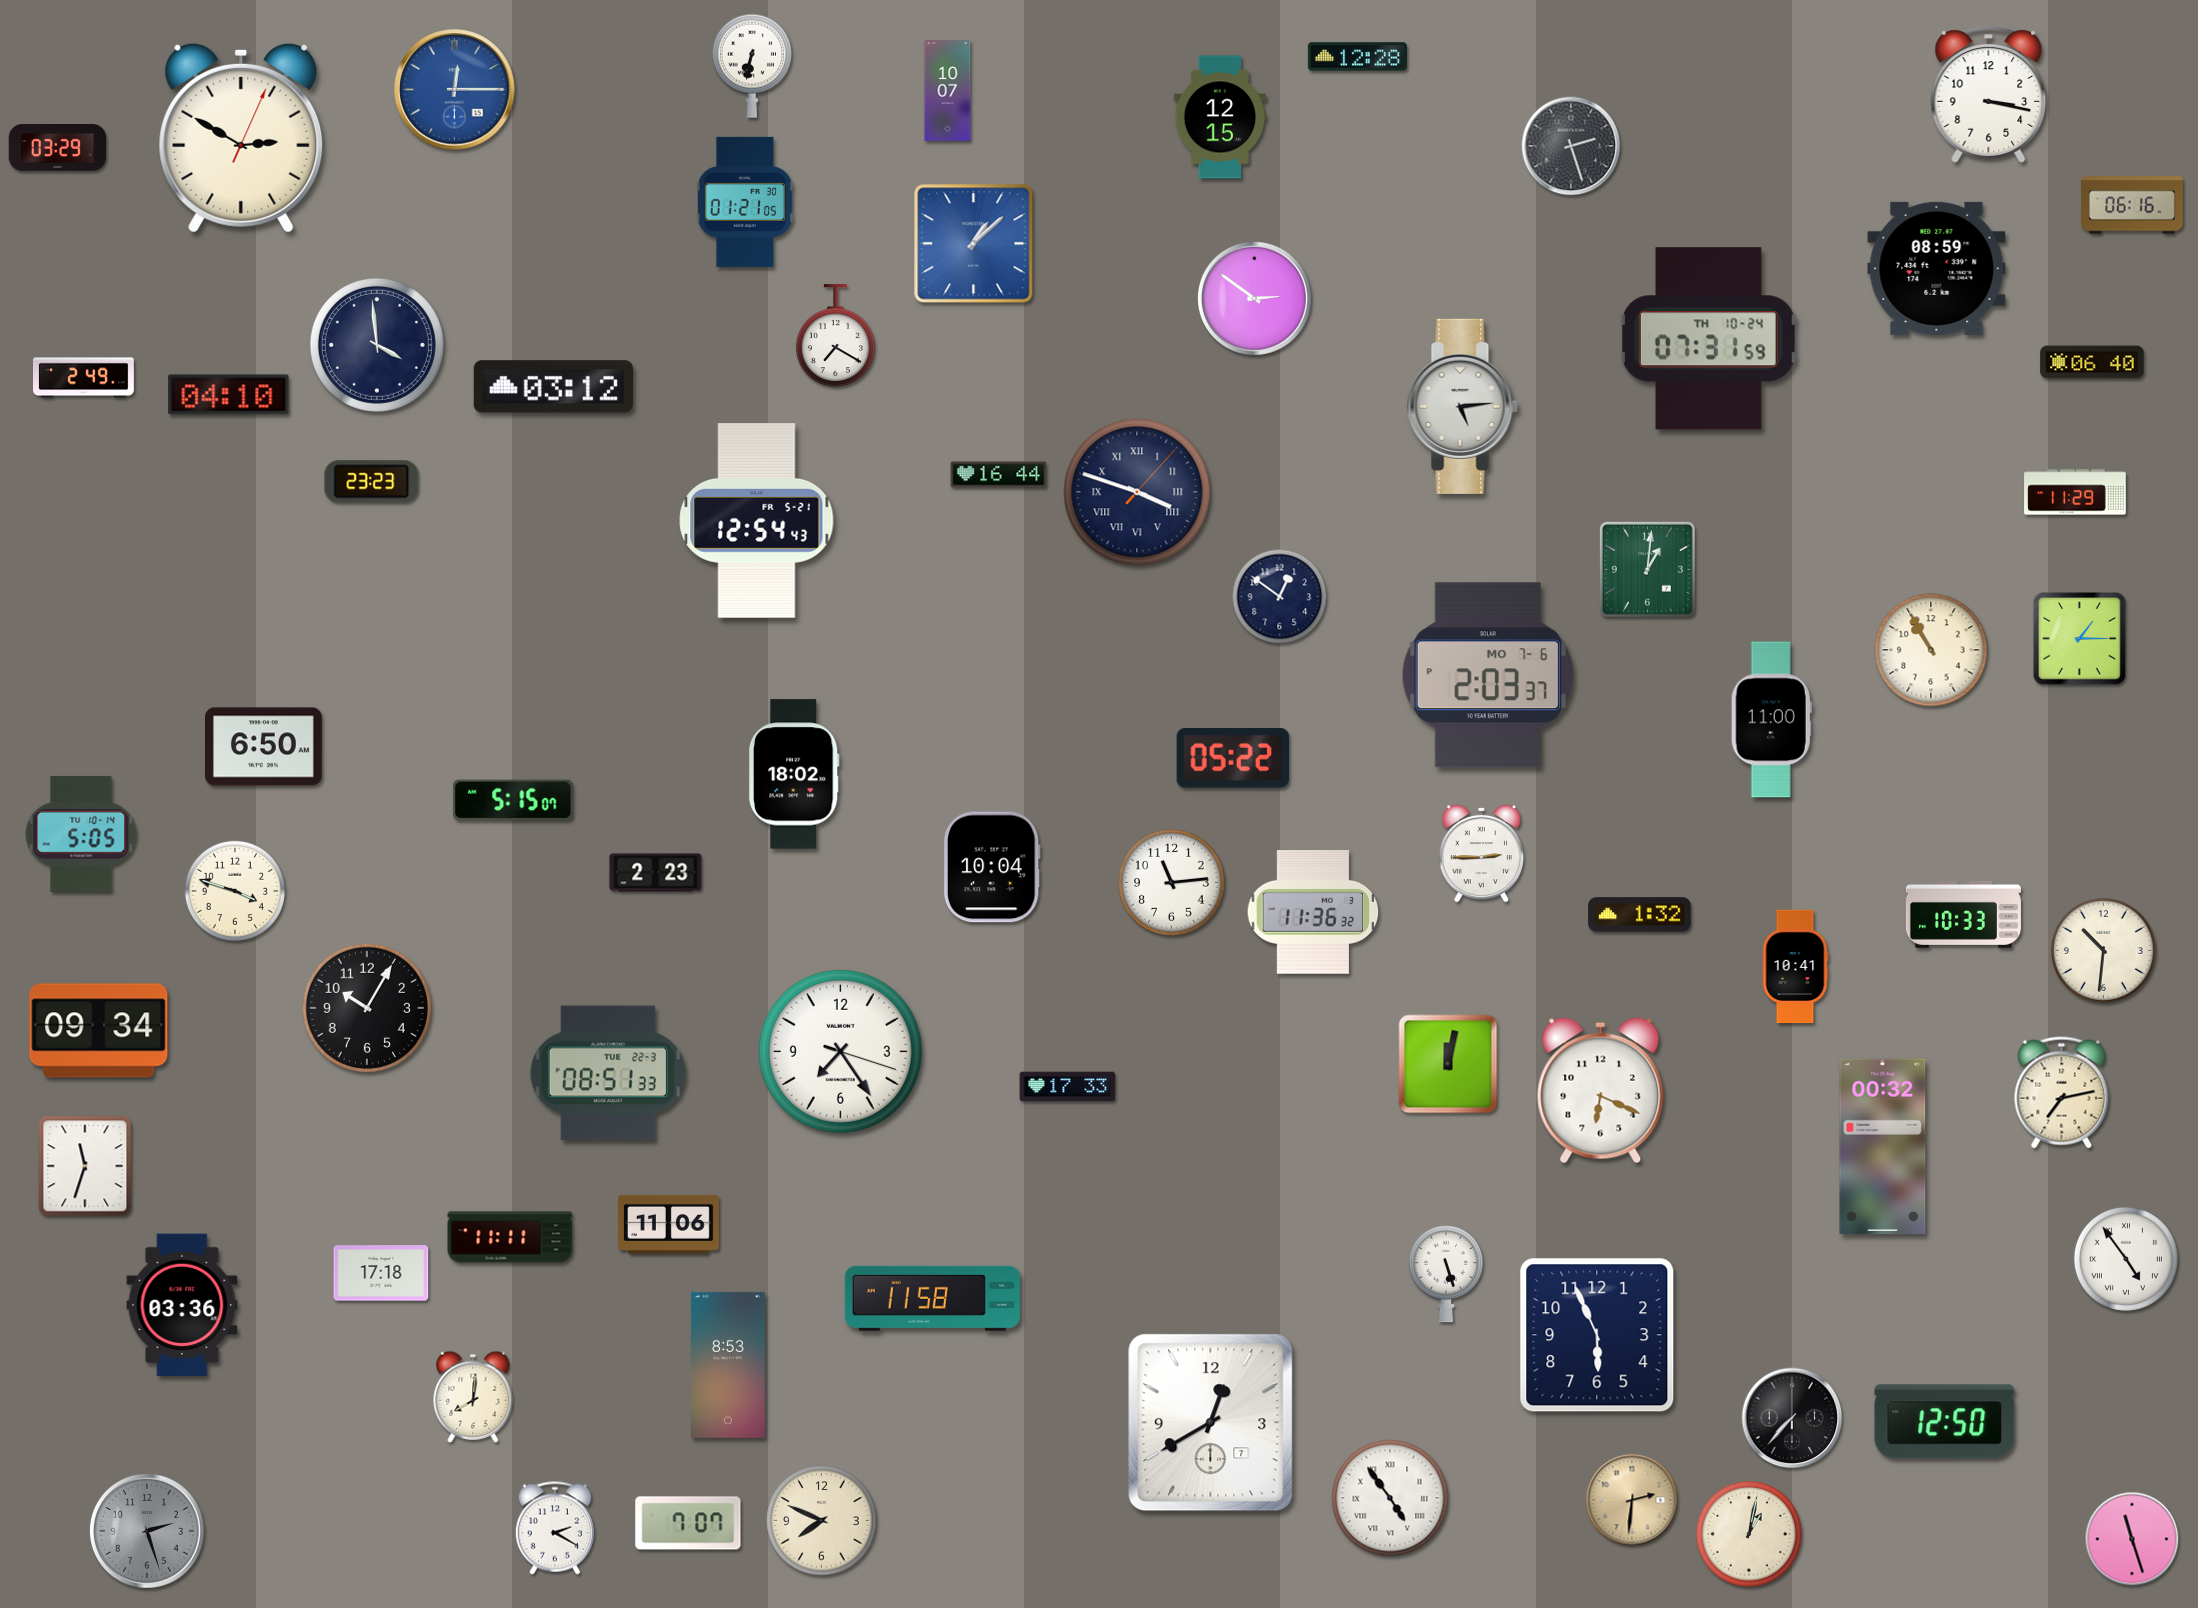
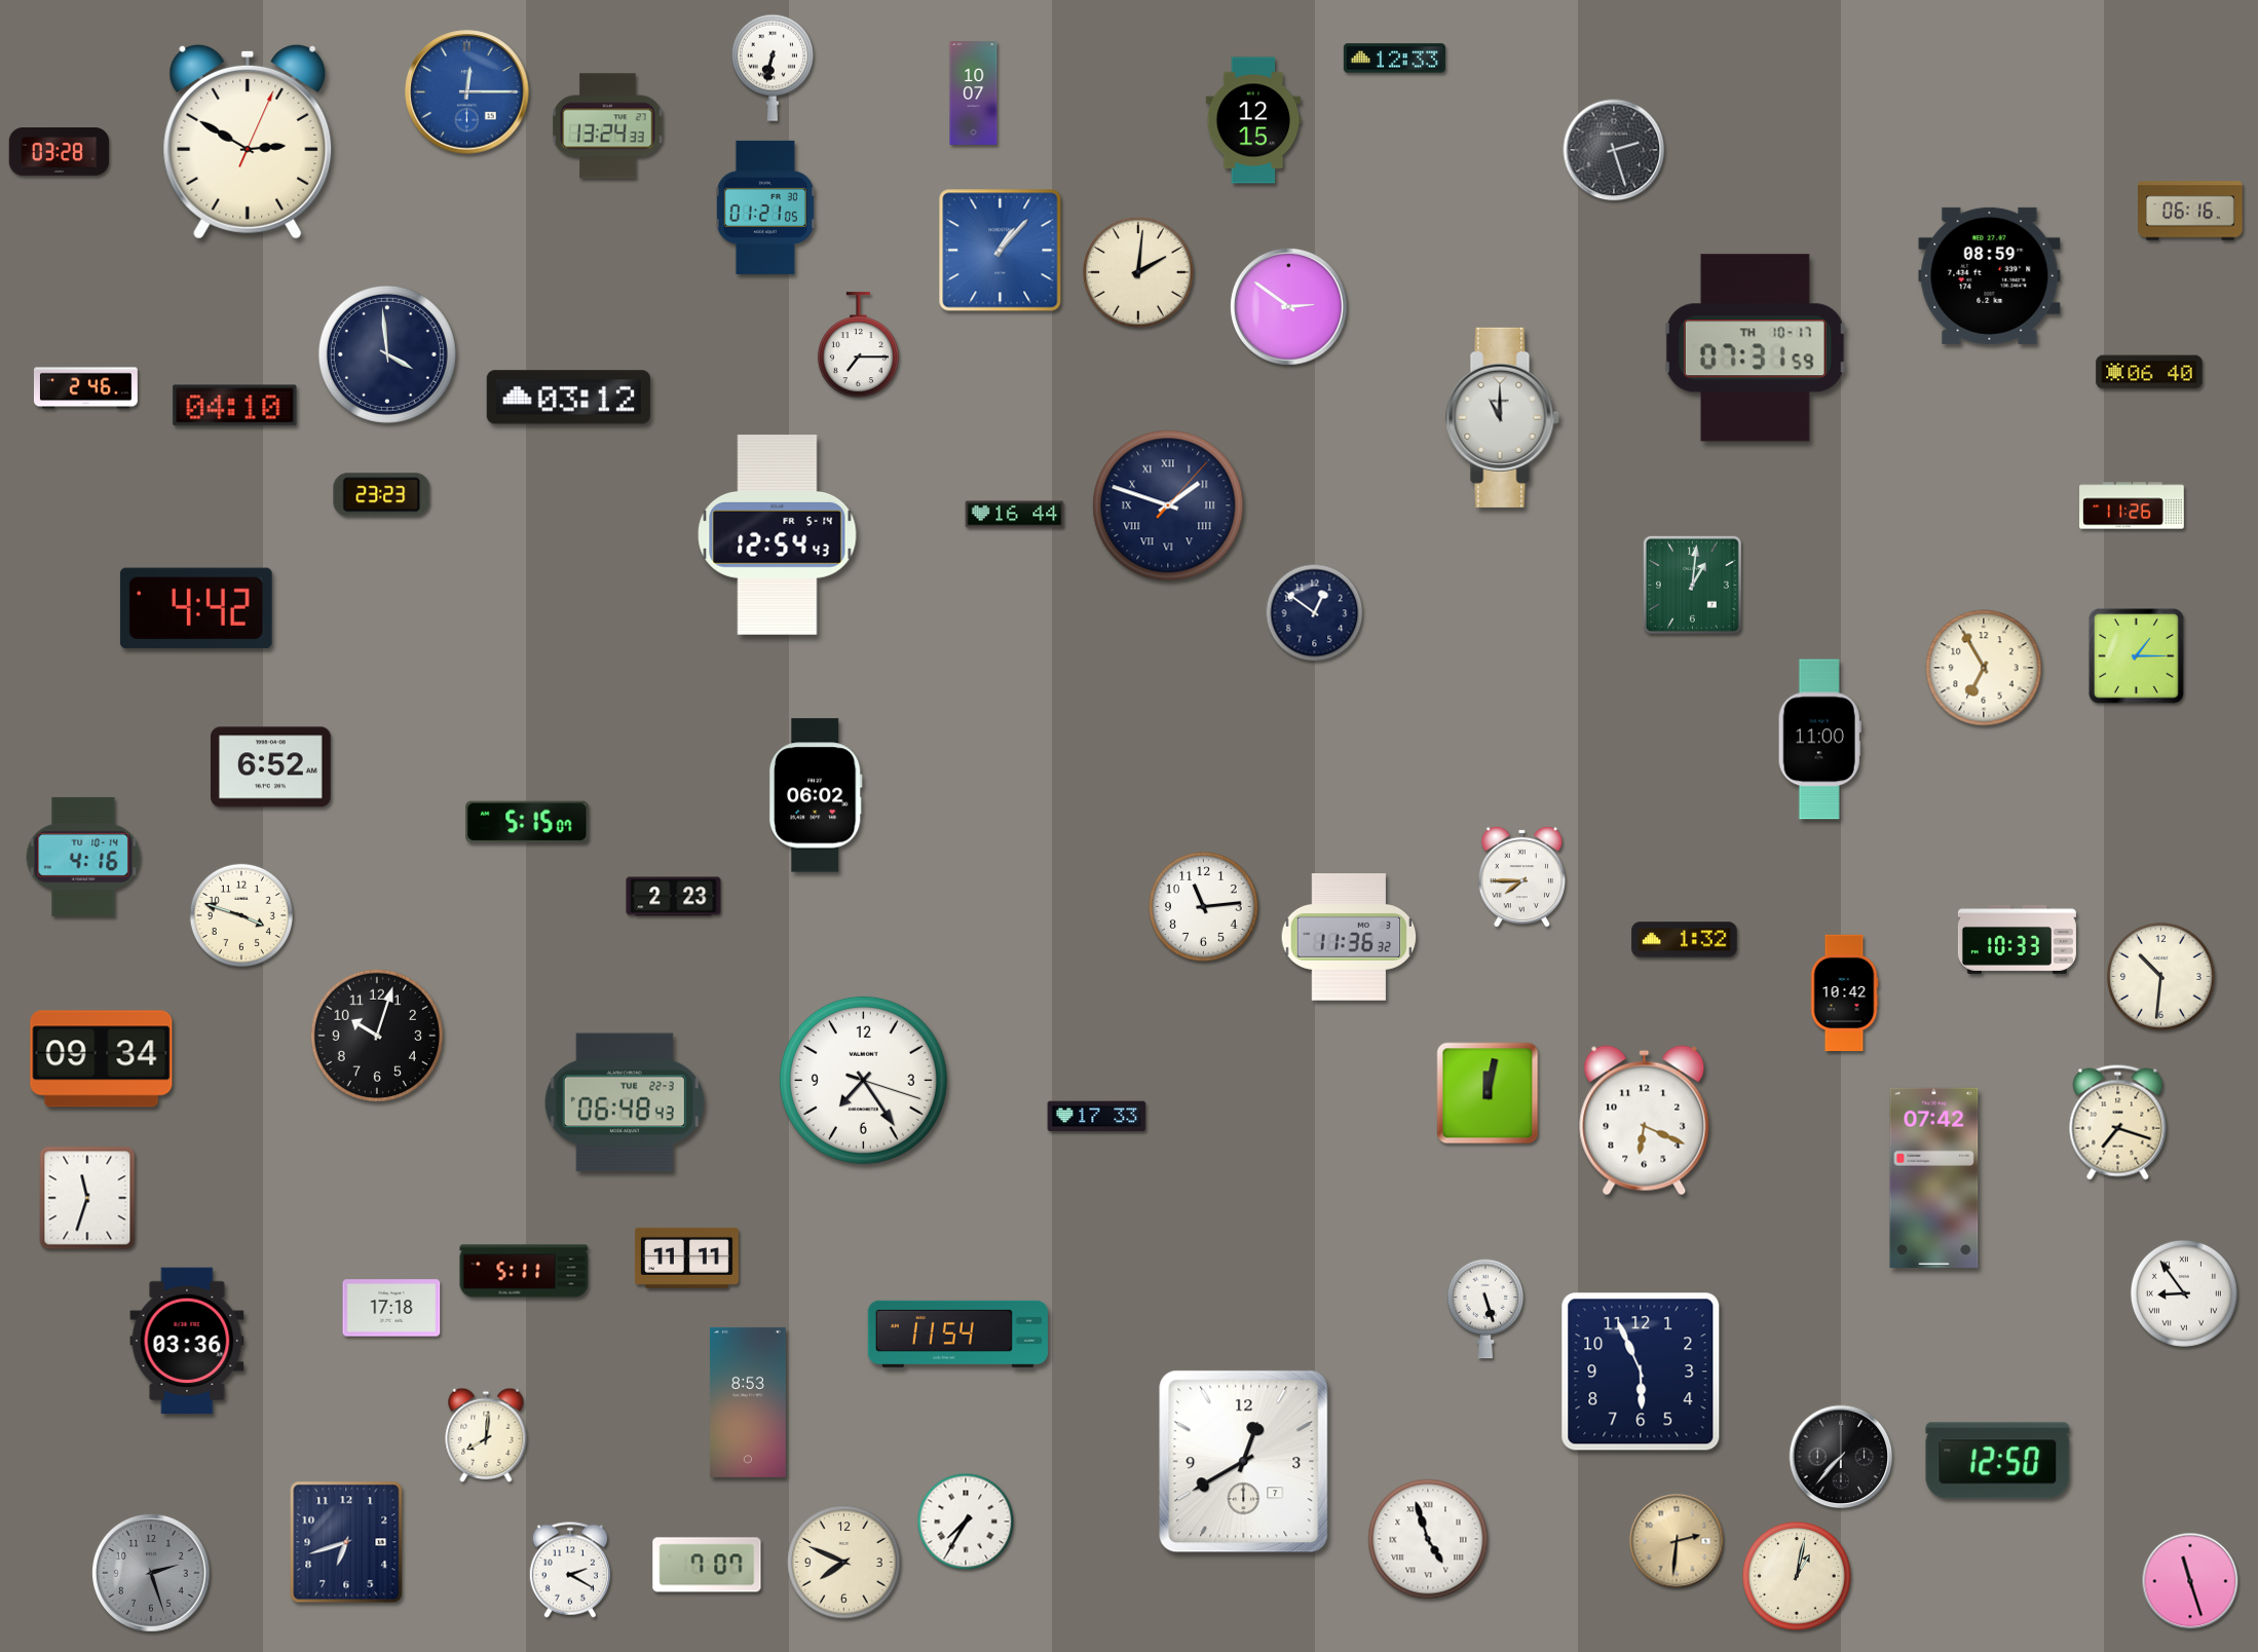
clock at (1357, 57): 12:28 -> 12:33
clock at (1989, 95): 3:17 -> none
clock at (608, 126): none -> 13:24
clock at (58, 148): 03:29 -> 03:28
clock at (974, 244): 1:08 -> 1:07
clock at (1138, 272): none -> 2:01
clock at (835, 336): 7:20 -> 7:15
clock at (1708, 339) date: TH 10-24 -> TH 10-17
clock at (84, 378): 2:49 -> 2:46
clock at (1462, 406): 5:14 -> 11:00
clock at (999, 475) position: (999, 475) -> (1015, 515)
clock at (1137, 492): 3:48 -> 1:48
clock at (2075, 492): 11:29 -> 11:26
clock at (757, 521) date: FR 5-21 -> FR 5-14
clock at (196, 608): none -> 4:42
clock at (1931, 650): 10:55 -> 6:55
clock at (1488, 675): 2:03 -> none
clock at (264, 747): 6:50 -> 6:52
clock at (1233, 758): 05:22 -> none
clock at (794, 774): 18:02 -> 06:02
clock at (81, 834): 5:05 -> 4:16
clock at (1482, 853): 2:45 -> 7:45
clock at (992, 867): 10:04 -> none
clock at (1795, 967): 10:41 -> 10:42
clock at (366, 1007): 10:05 -> 10:03
clock at (608, 1073): 08:51 -> 06:48
clock at (2062, 1093): 7:13 -> 7:18
clock at (1883, 1146): 00:32 -> 07:42
clock at (668, 1224): 11:06 -> 11:11
clock at (510, 1237): 11:11 -> 5:11
clock at (2126, 1259): 4:54 -> 8:54
clock at (932, 1298): 11:58 -> 11:54
clock at (966, 1522): none -> 7:35
clock at (1390, 1498): 4:54 -> 4:57
clock at (346, 1542): none -> 6:42
